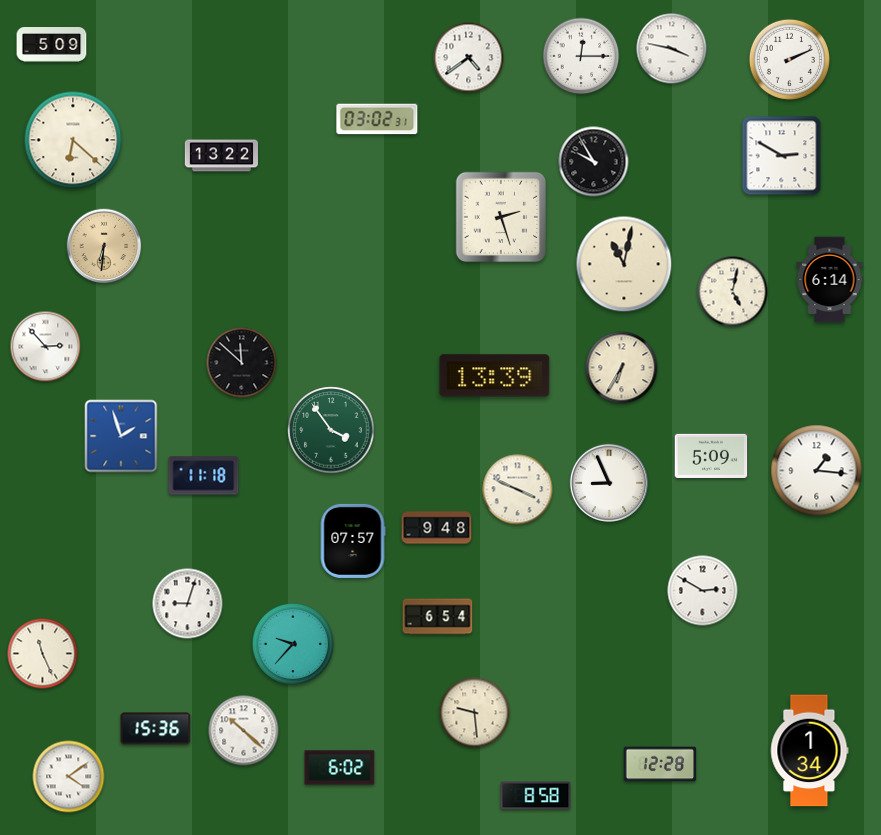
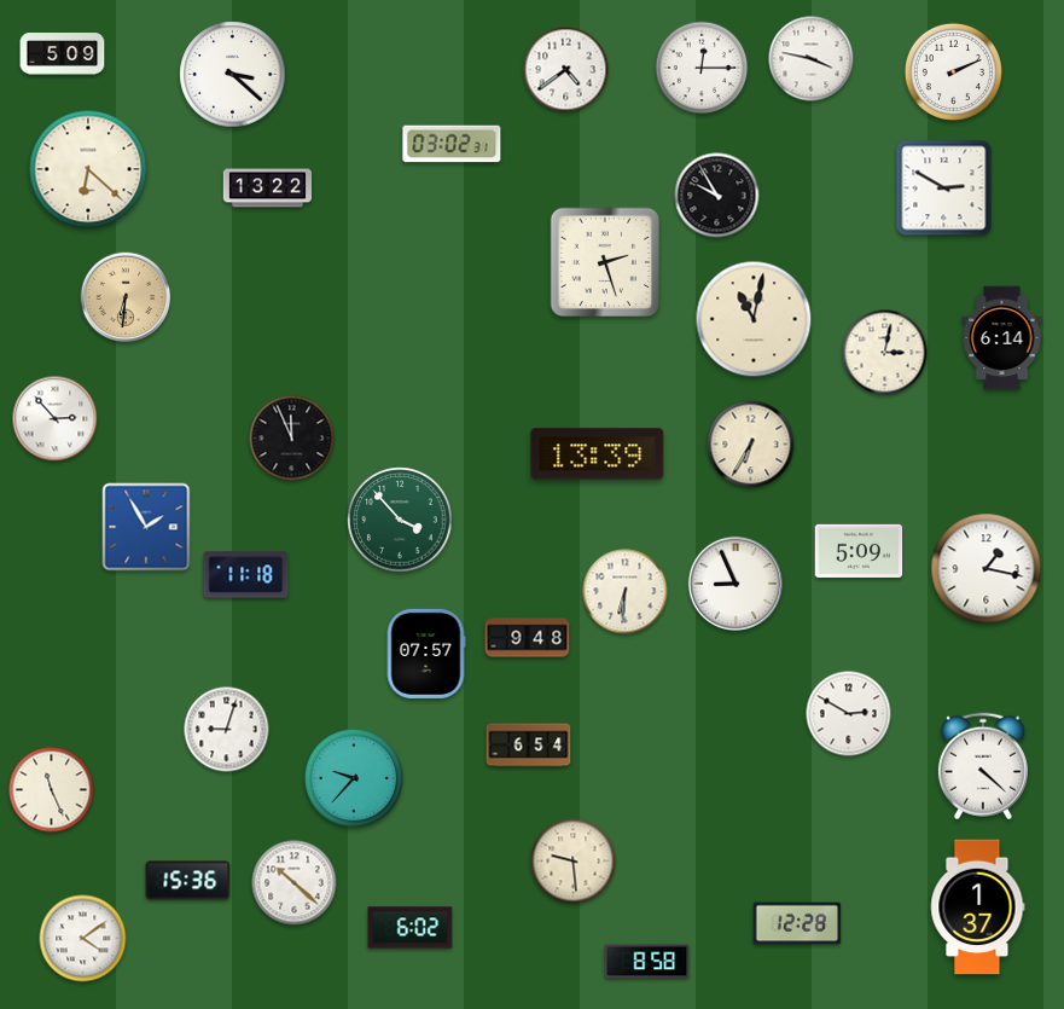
clock at (233, 75): none -> 3:22
clock at (377, 119) position: (377, 119) -> (452, 144)
clock at (733, 292): 5:02 -> 3:02
clock at (242, 363): 11:52 -> 11:56
clock at (331, 430): 3:54 -> 3:53
clock at (121, 436): 1:57 -> 1:55
clock at (817, 471): 1:16 -> 1:17
clock at (518, 490): 3:49 -> 6:31
clock at (983, 766): none -> 4:22
clock at (810, 751): 1:34 -> 1:37
